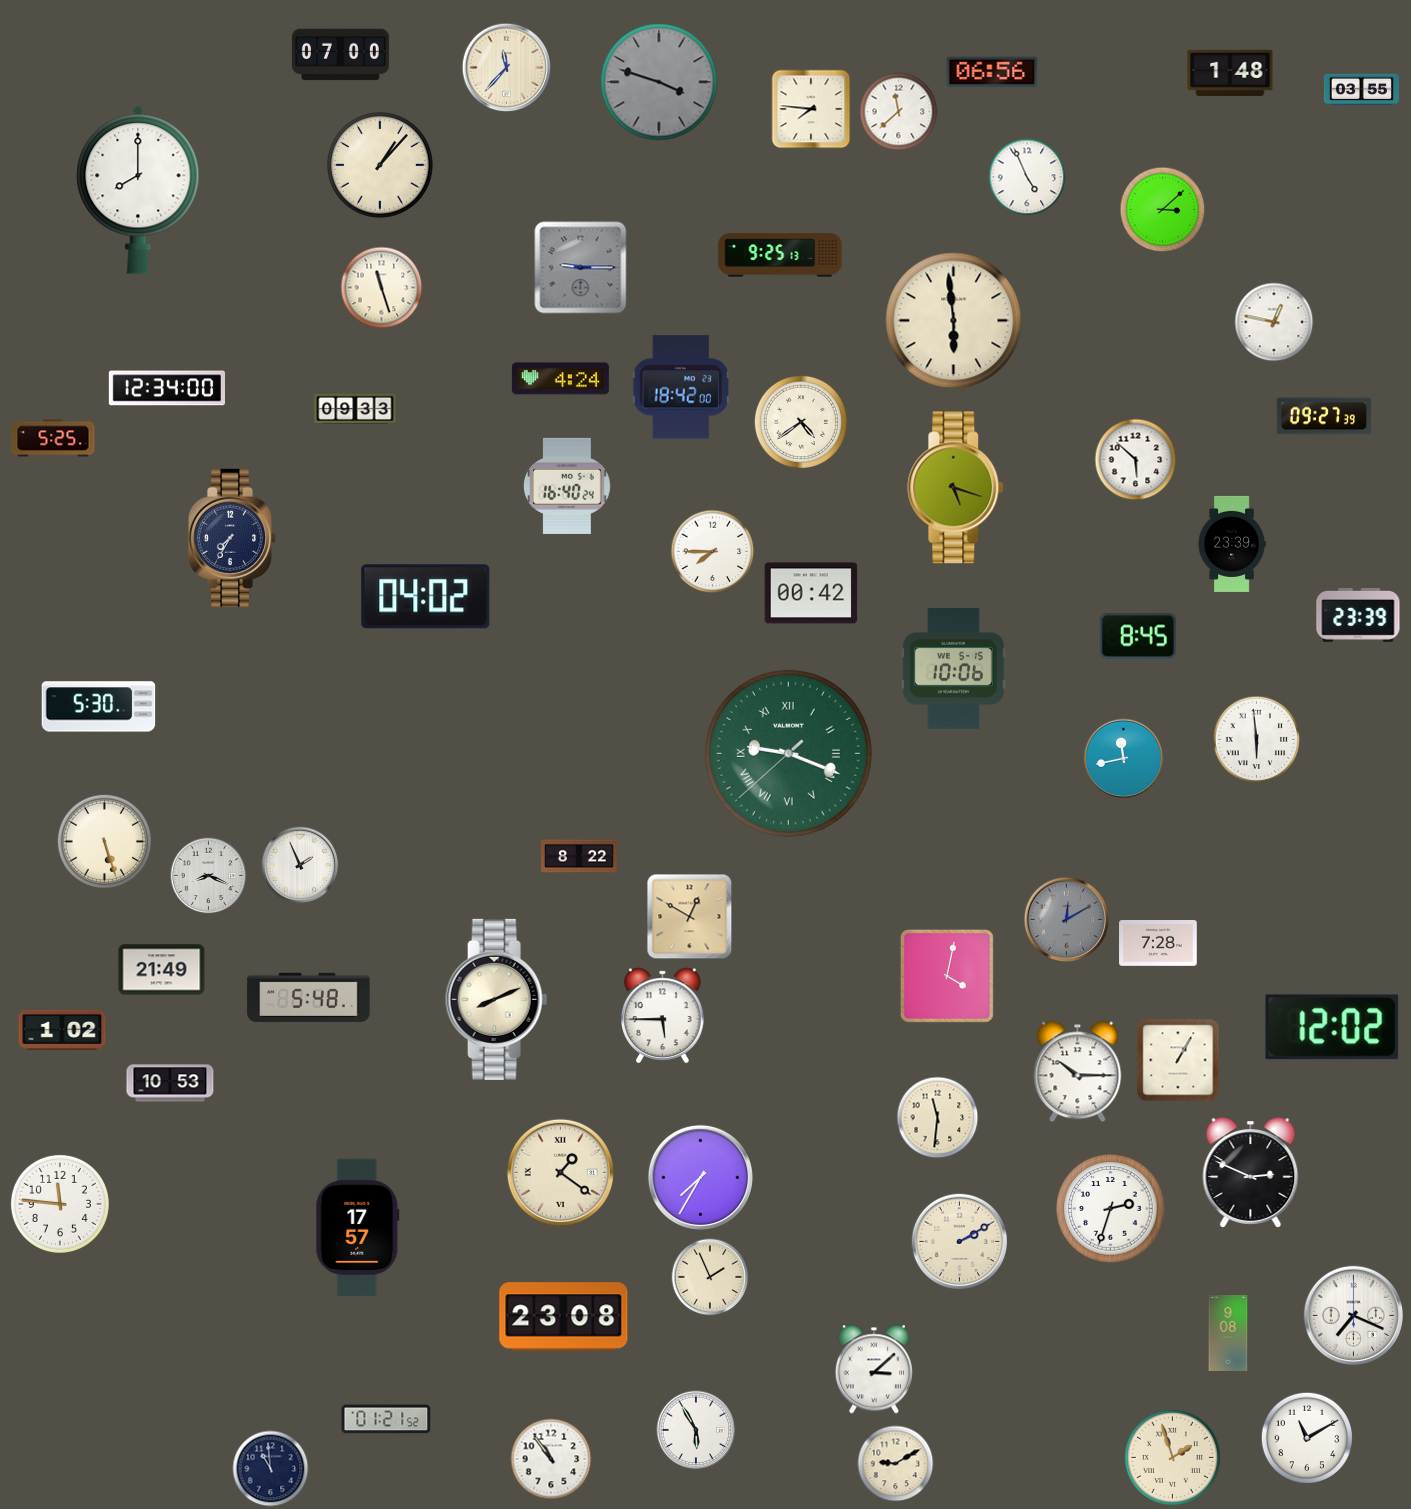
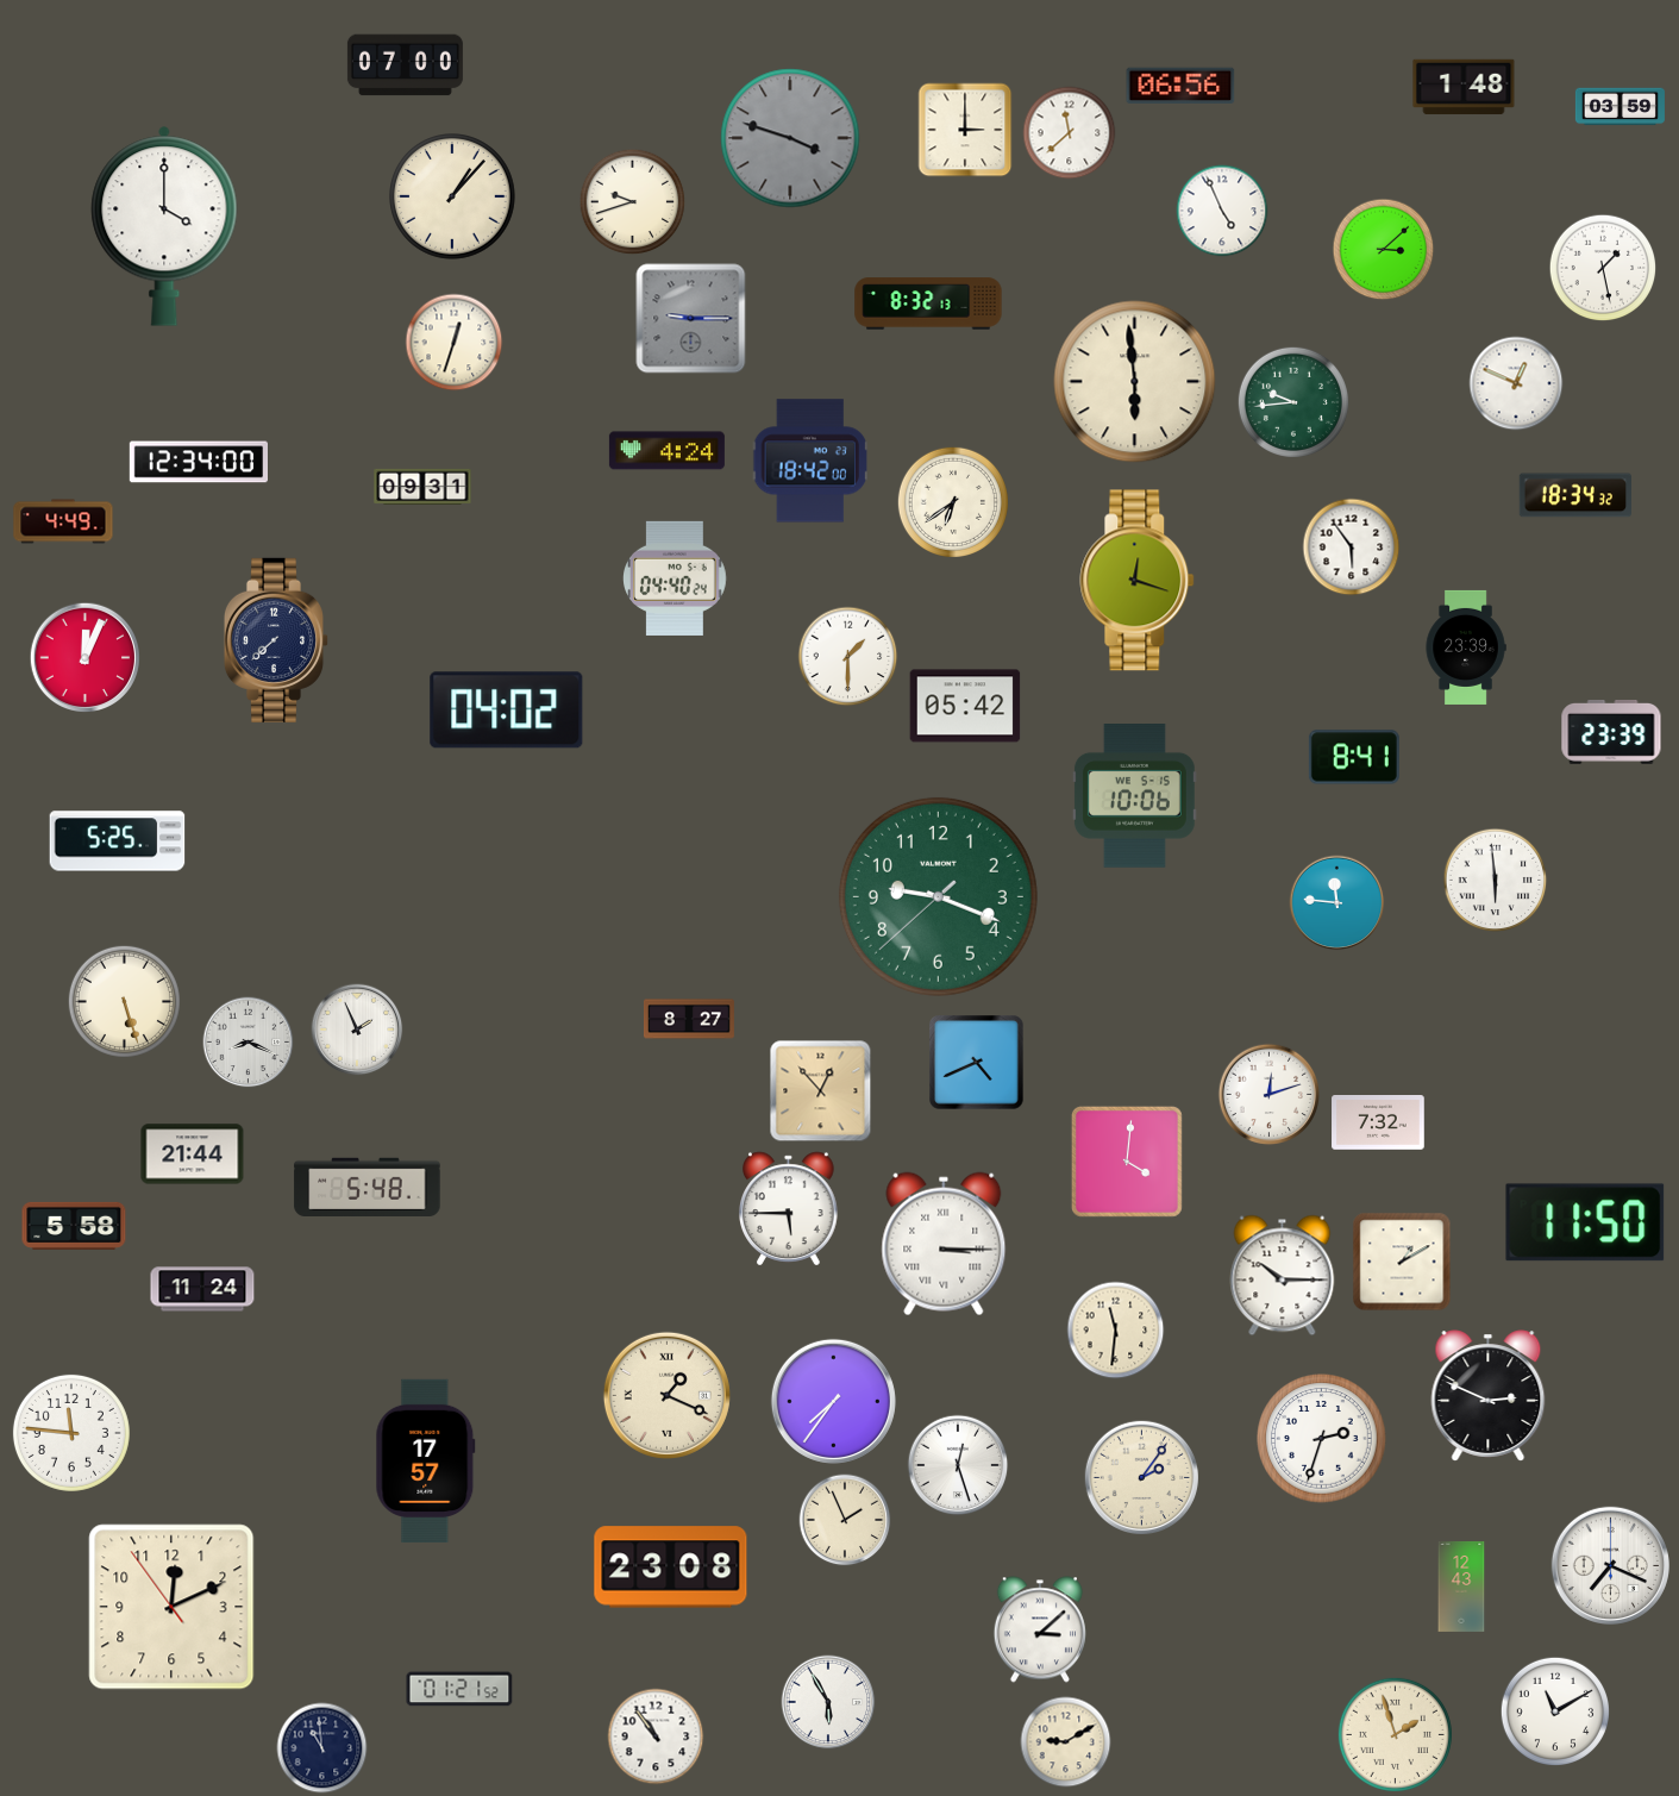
clock at (507, 68): 11:37 -> none
clock at (659, 82) position: (659, 82) -> (790, 138)
clock at (1361, 90): 03:55 -> 03:59
clock at (811, 109): 7:46 -> 3:00
clock at (633, 202): none -> 9:42
clock at (138, 190): 8:00 -> 4:00
clock at (1603, 268): none -> 1:28
clock at (780, 255): 9:25 -> 8:32
clock at (382, 288): 11:27 -> 12:33
clock at (1274, 322): 12:47 -> 12:49
clock at (1293, 402): none -> 9:44
clock at (355, 409): 09:33 -> 09:31
clock at (1323, 416): 09:27 -> 18:34
clock at (801, 422): 4:39 -> 6:39
clock at (53, 438): 5:25 -> 4:49
clock at (1136, 460): 5:52 -> 5:54
clock at (568, 486): 16:40 -> 04:40
clock at (956, 488): 5:18 -> 12:18
clock at (232, 538): 7:35 -> 7:38
clock at (713, 552): 7:45 -> 1:30
clock at (86, 658): none -> 12:04
clock at (811, 593): 00:42 -> 05:42
clock at (1358, 616) position: (1358, 616) -> (1611, 733)
clock at (1138, 636): 8:45 -> 8:41
clock at (99, 707): 5:30 -> 5:25
clock at (788, 753) numerals: Roman -> Arabic
clock at (1124, 759): 11:43 -> 11:46
clock at (579, 856): 8:22 -> 8:27
clock at (977, 1063): none -> 4:41
clock at (690, 917): 12:50 -> 12:53
clock at (1067, 920): 12:10 -> 12:12
clock at (1067, 920) dial: grey -> white
clock at (1158, 944): 7:28 -> 7:32
clock at (162, 970): 21:49 -> 21:44
clock at (947, 976): 4:02 -> 4:01
clock at (497, 999): 8:11 -> none
clock at (1332, 1027): 12:02 -> 11:50
clock at (62, 1030): 1:02 -> 5:58
clock at (944, 1244): none -> 3:15
clock at (1178, 1060): 1:05 -> 1:10
clock at (170, 1083): 10:53 -> 11:24
clock at (560, 1172): 1:21 -> 1:19
clock at (700, 1177): 7:35 -> 7:36
clock at (958, 1465): none -> 12:27
clock at (959, 1241): 2:10 -> 2:06
clock at (1228, 1333): 9:08 -> 12:43
clock at (171, 1607): none -> 12:10
